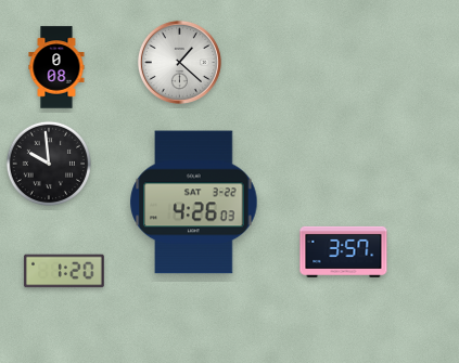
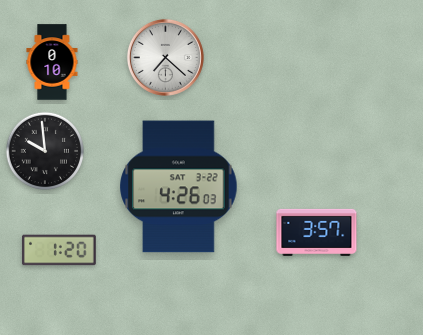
clock at (179, 62): 1:22 -> 7:22
clock at (56, 67): 0:08 -> 0:10
